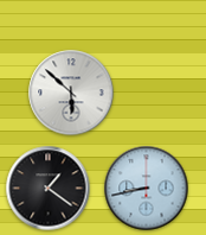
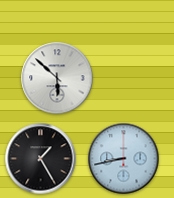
clock at (71, 93) position: (71, 93) -> (57, 78)
clock at (49, 189): 1:21 -> 1:25
